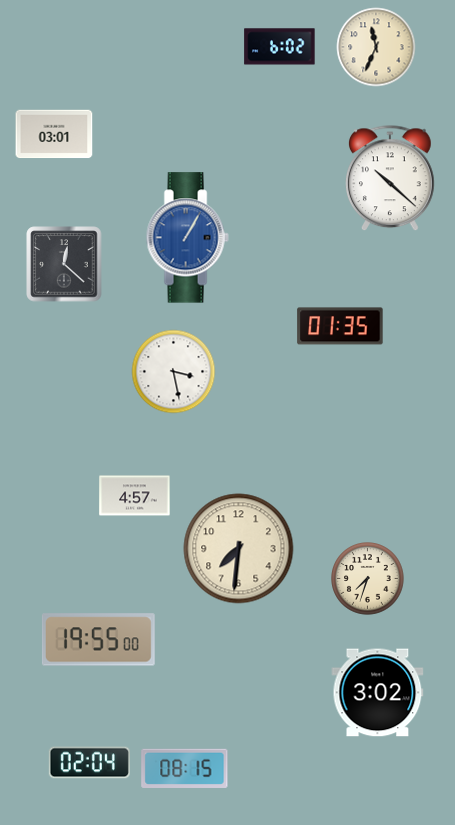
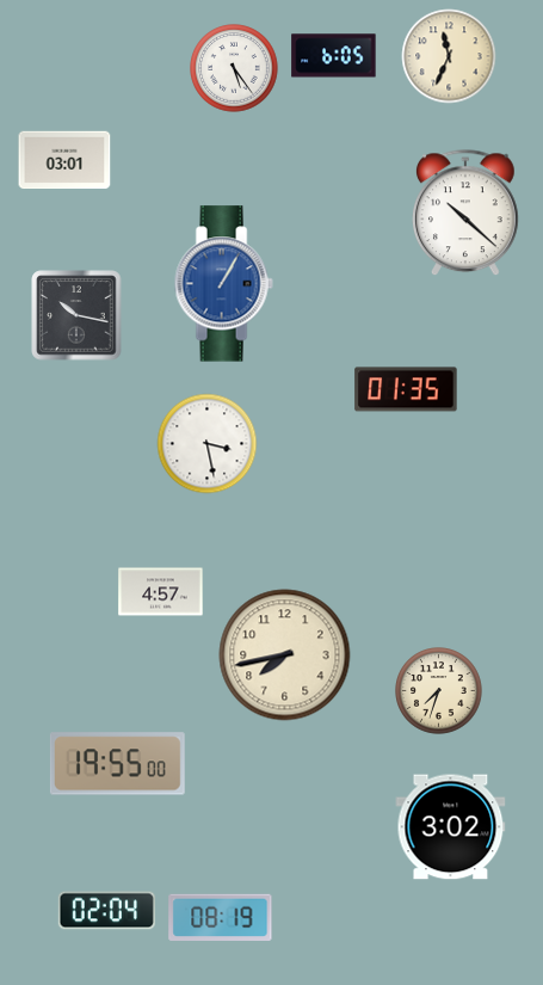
clock at (280, 47): 6:02 -> 6:05
clock at (234, 68): none -> 5:24
clock at (64, 264): 12:22 -> 10:17
clock at (239, 549): 7:31 -> 7:43
clock at (185, 768): 08:15 -> 08:19
